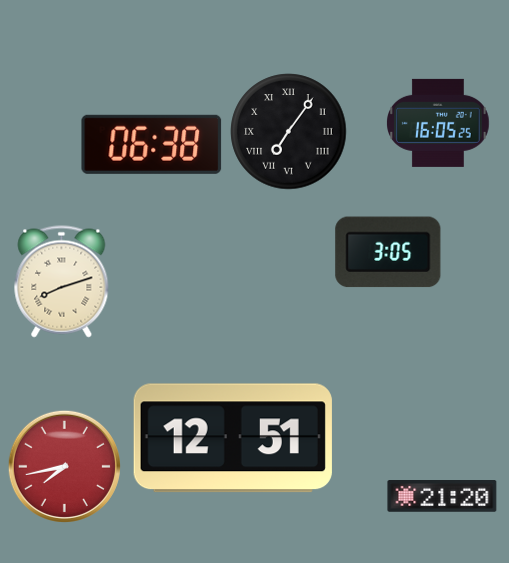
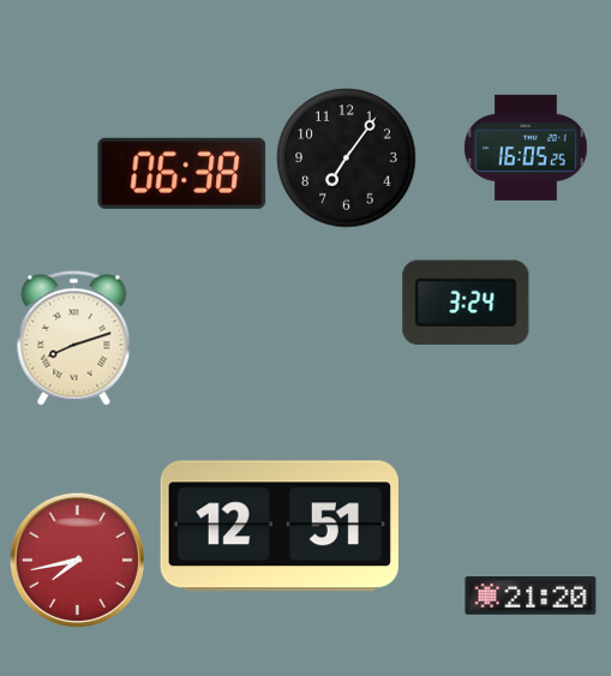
clock at (289, 132) numerals: Roman -> Arabic
clock at (388, 252): 3:05 -> 3:24
